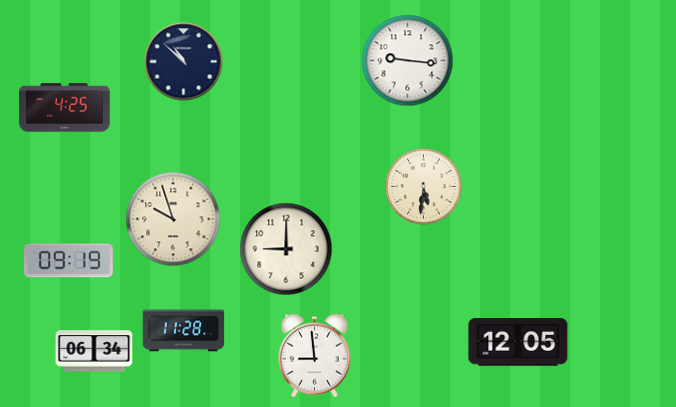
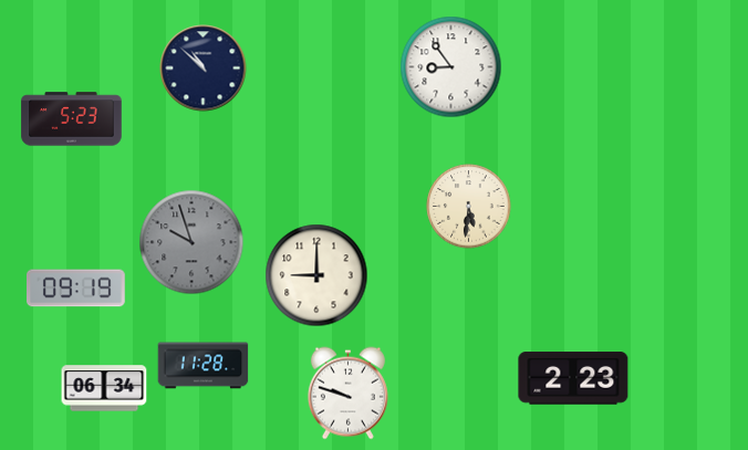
clock at (408, 61): 9:16 -> 8:54
clock at (65, 108): 4:25 -> 5:23
clock at (173, 219) dial: cream -> grey
clock at (518, 342): 12:05 -> 2:23
clock at (314, 356): 8:59 -> 9:48
